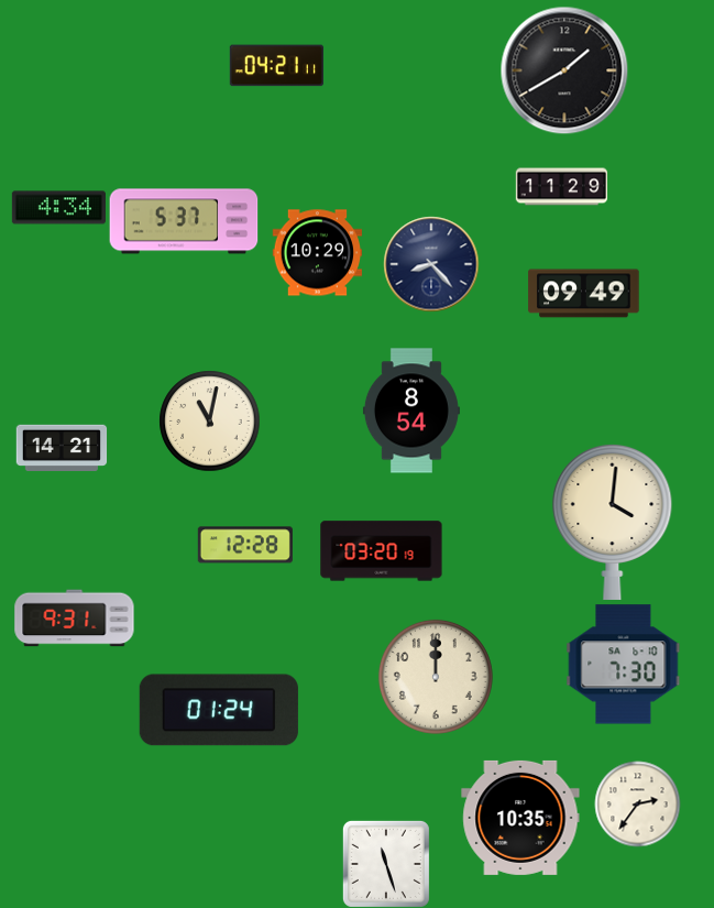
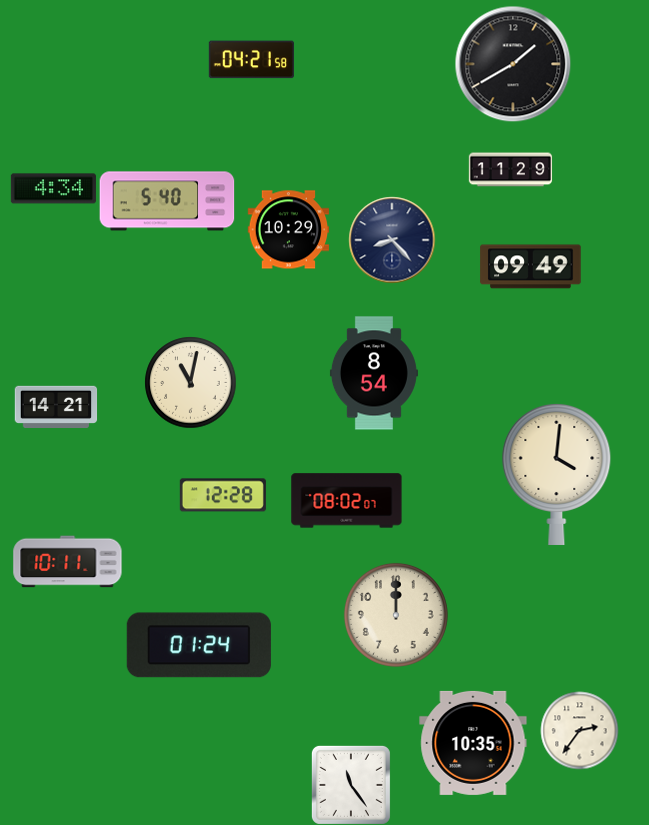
clock at (276, 66): 04:21:11 -> 04:21:58
clock at (184, 221): 5:37 -> 5:40
clock at (382, 551): 03:20 -> 08:02
clock at (75, 619): 9:31 -> 10:11
clock at (624, 665): 7:30 -> none
clock at (386, 864): 11:27 -> 11:24
